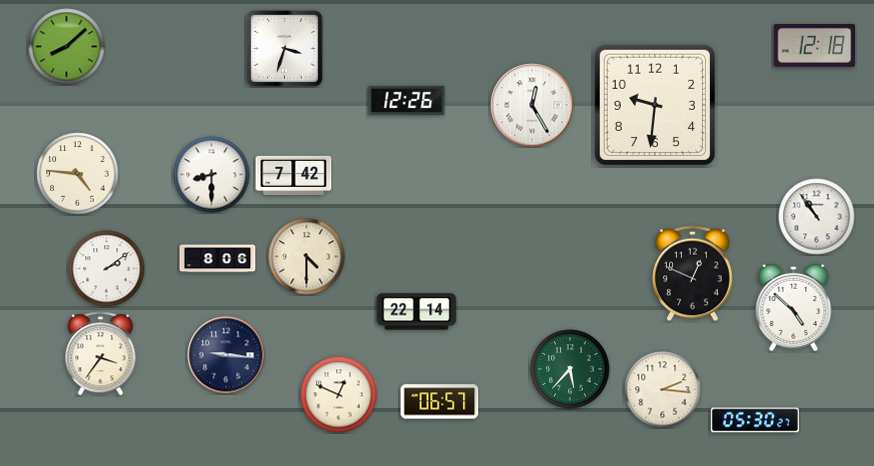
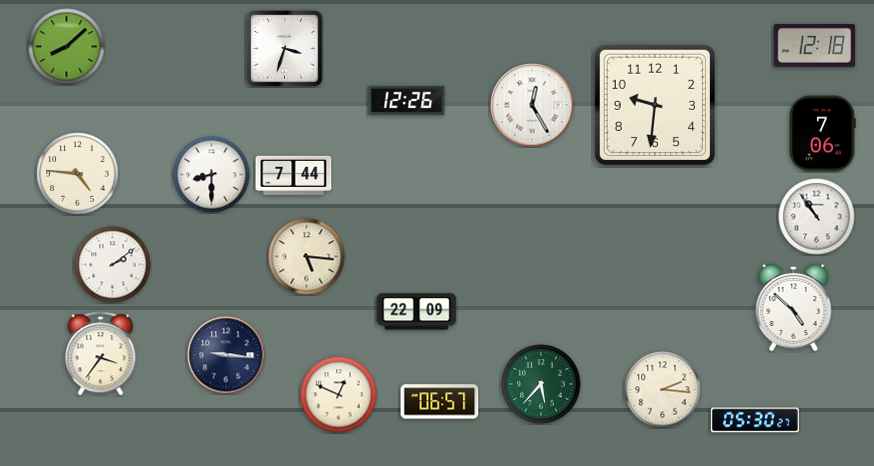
clock at (822, 134): none -> 7:06
clock at (294, 175): 7:42 -> 7:44
clock at (307, 257): 4:30 -> 5:16
clock at (218, 259): 8:06 -> none
clock at (107, 269) position: (107, 269) -> (113, 265)
clock at (693, 274): 12:49 -> none
clock at (417, 312): 22:14 -> 22:09
clock at (570, 369) position: (570, 369) -> (541, 384)
